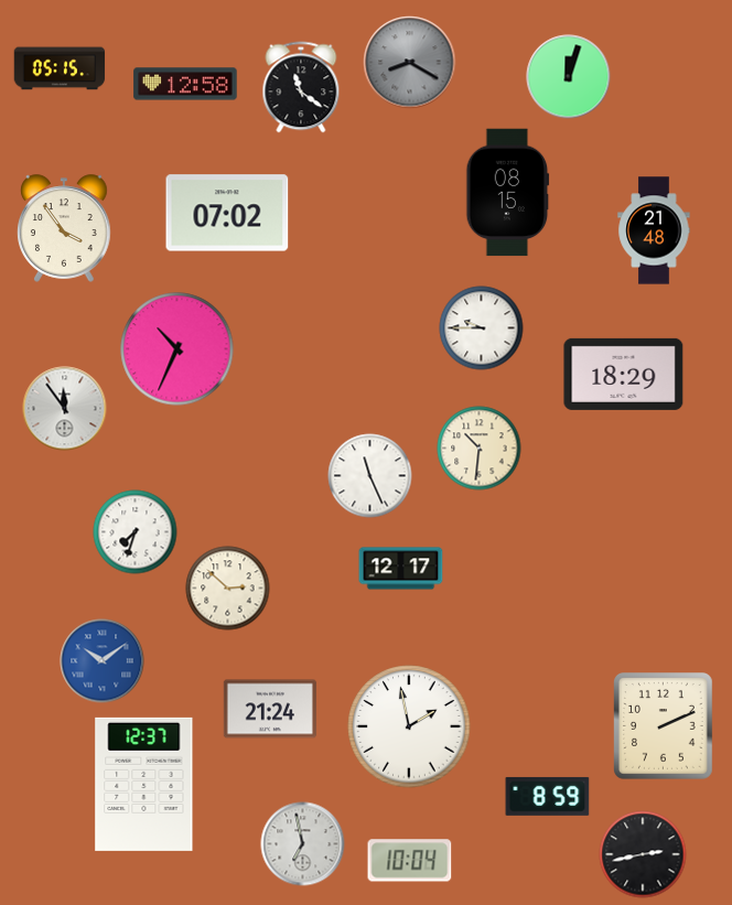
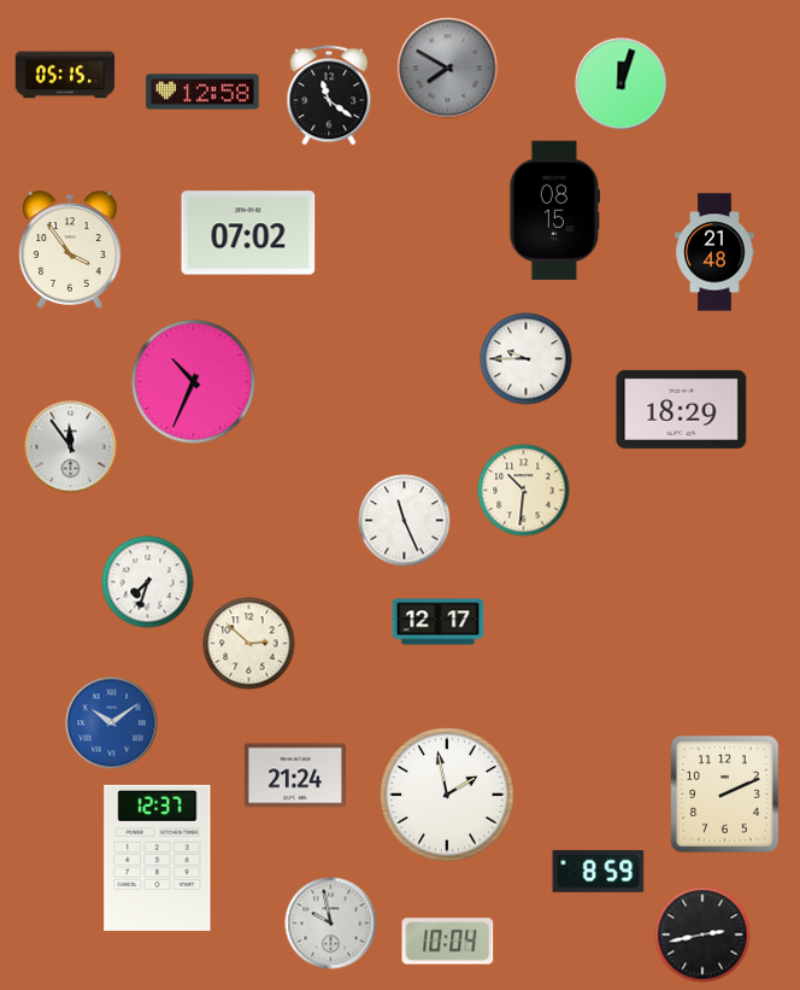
clock at (410, 63): 8:20 -> 7:50
clock at (303, 844): 6:58 -> 9:58
